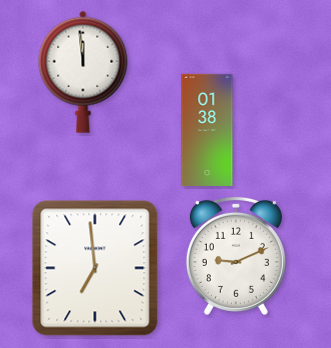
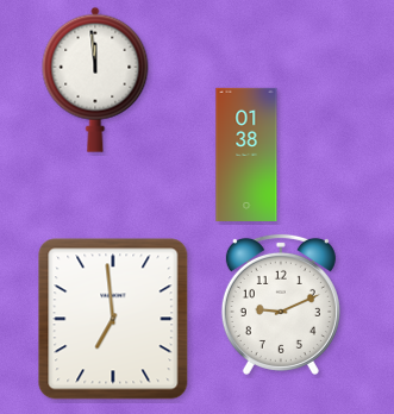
clock at (83, 72) position: (83, 72) -> (95, 80)
